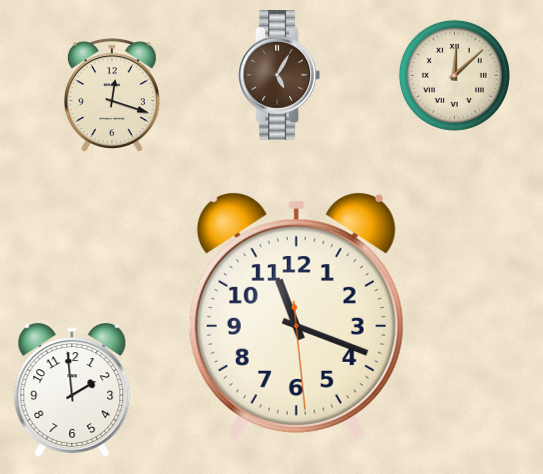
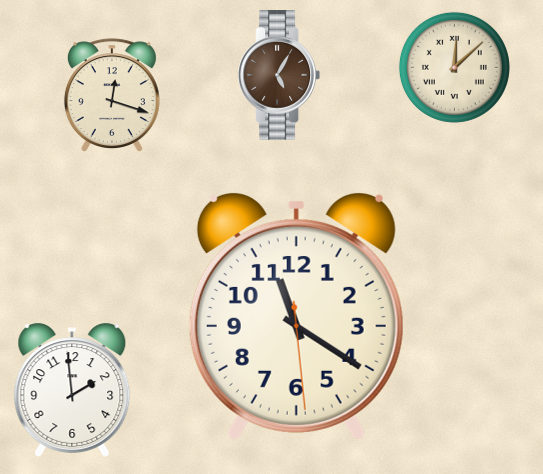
clock at (454, 75) position: (454, 75) -> (454, 67)
clock at (296, 317): 11:18 -> 11:20
